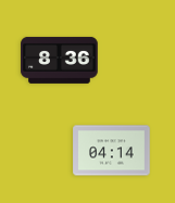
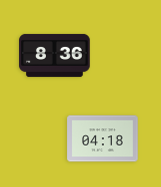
clock at (112, 151): 04:14 -> 04:18
